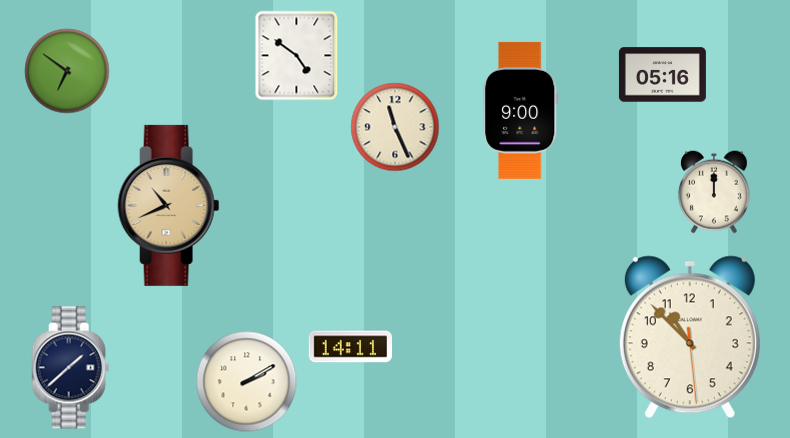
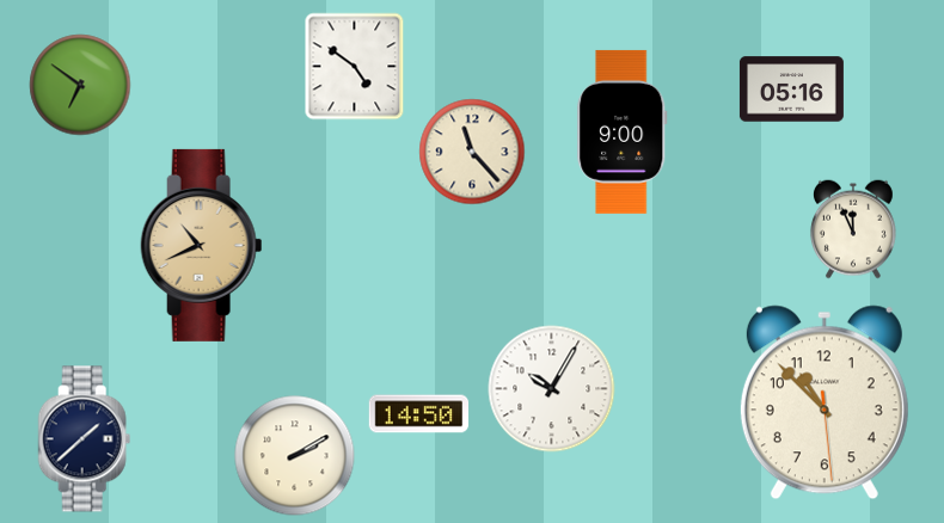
clock at (395, 127): 11:26 -> 11:23
clock at (714, 192): 12:00 -> 11:56
clock at (552, 389): none -> 10:05
clock at (351, 347): 14:11 -> 14:50
